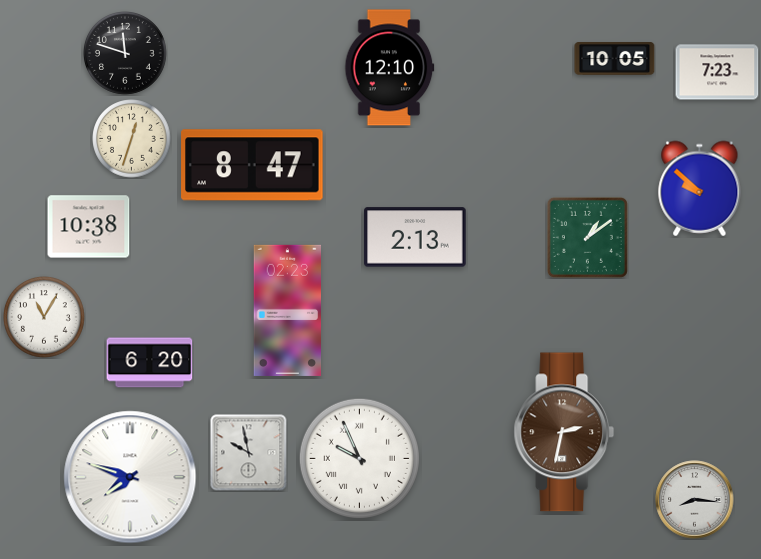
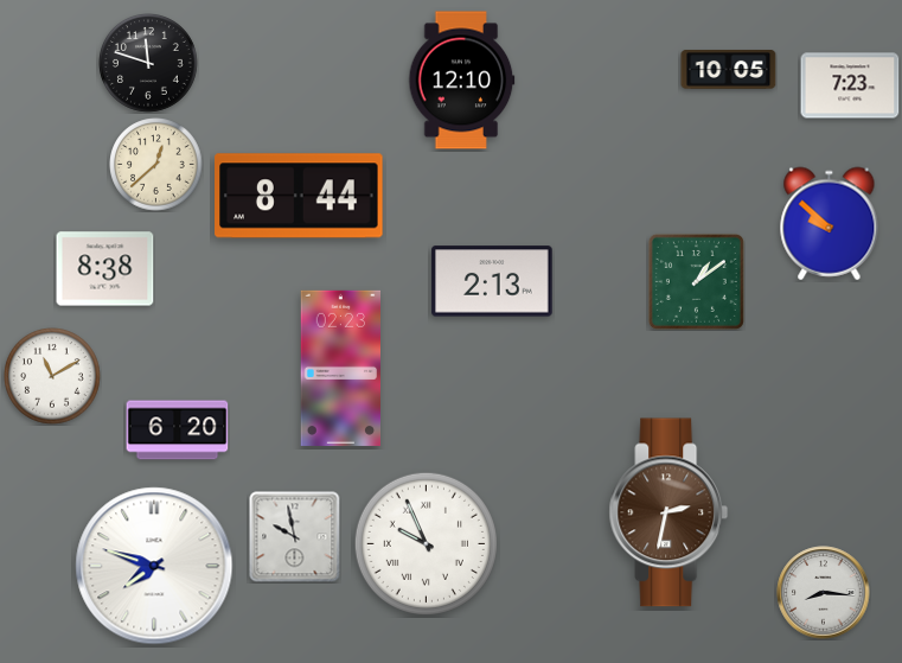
clock at (132, 139): 12:33 -> 12:38
clock at (252, 165): 8:47 -> 8:44
clock at (89, 227): 10:38 -> 8:38
clock at (44, 317): 11:05 -> 11:10
